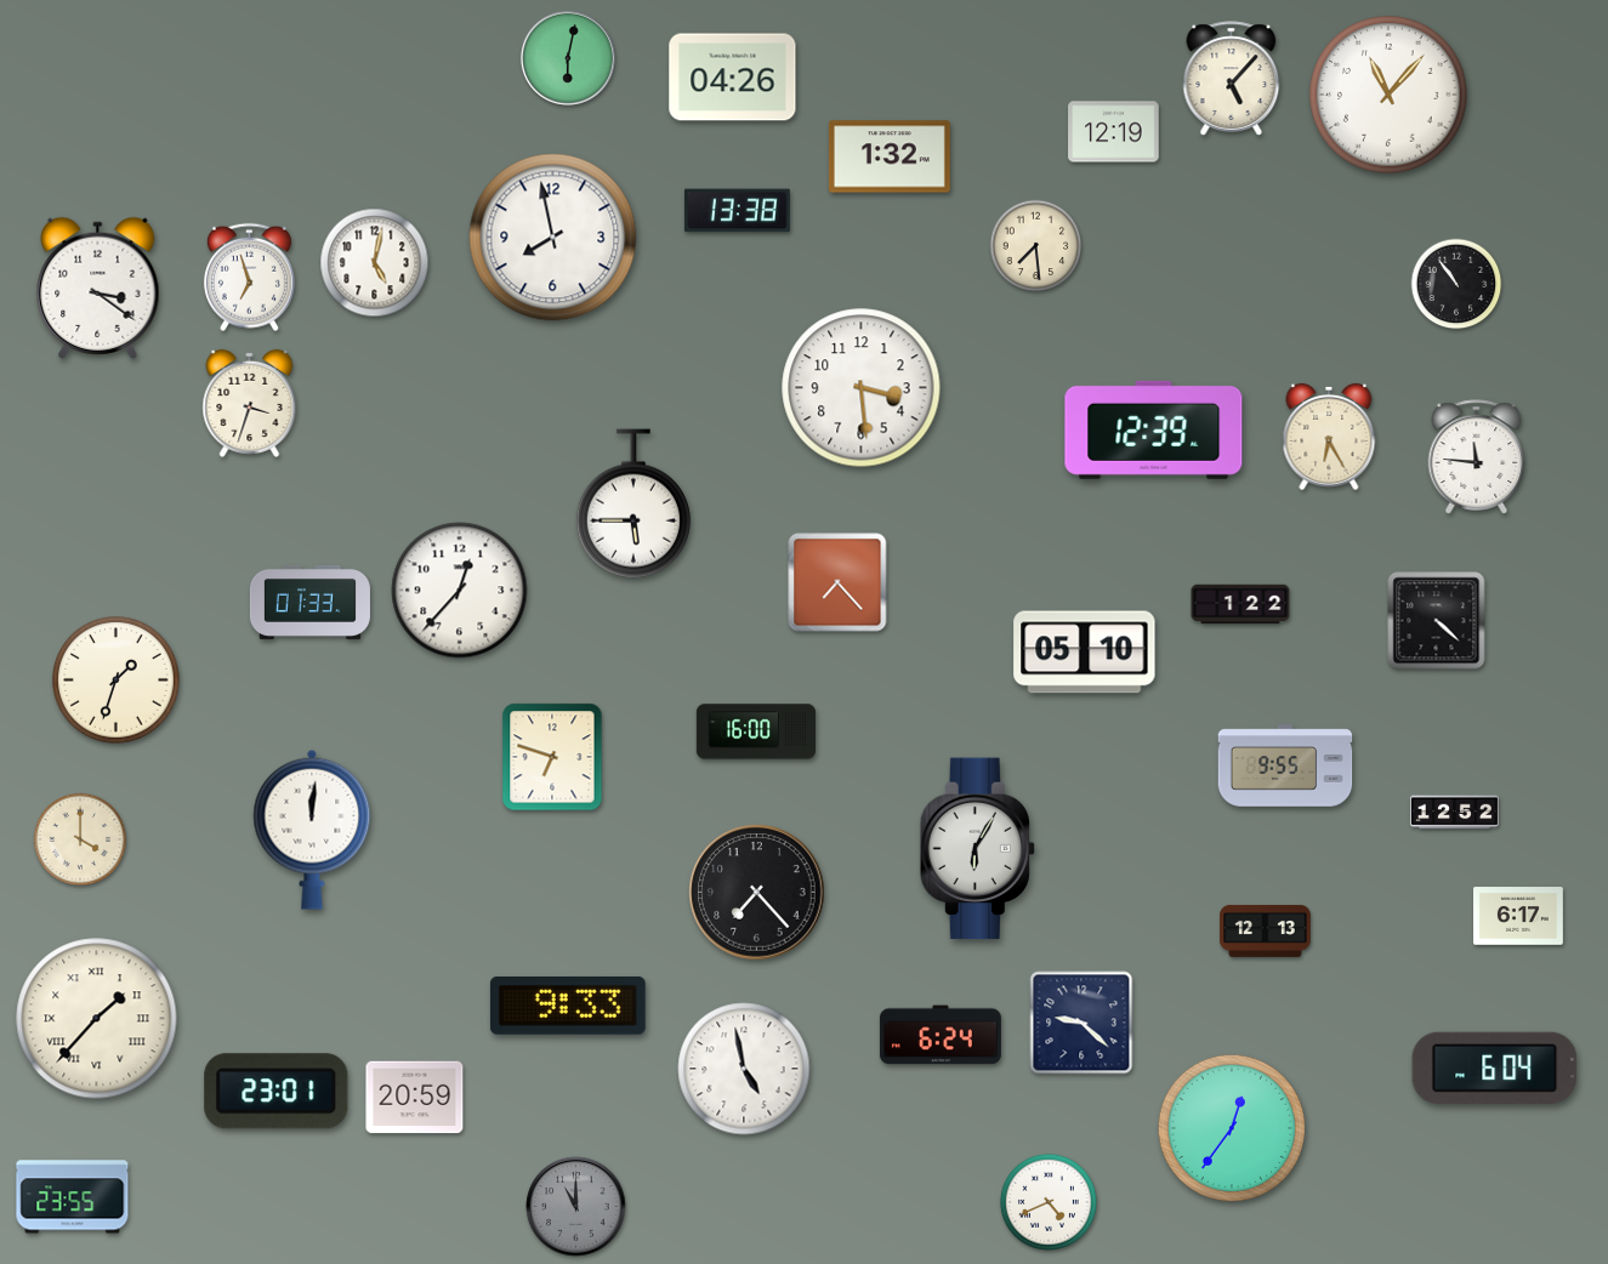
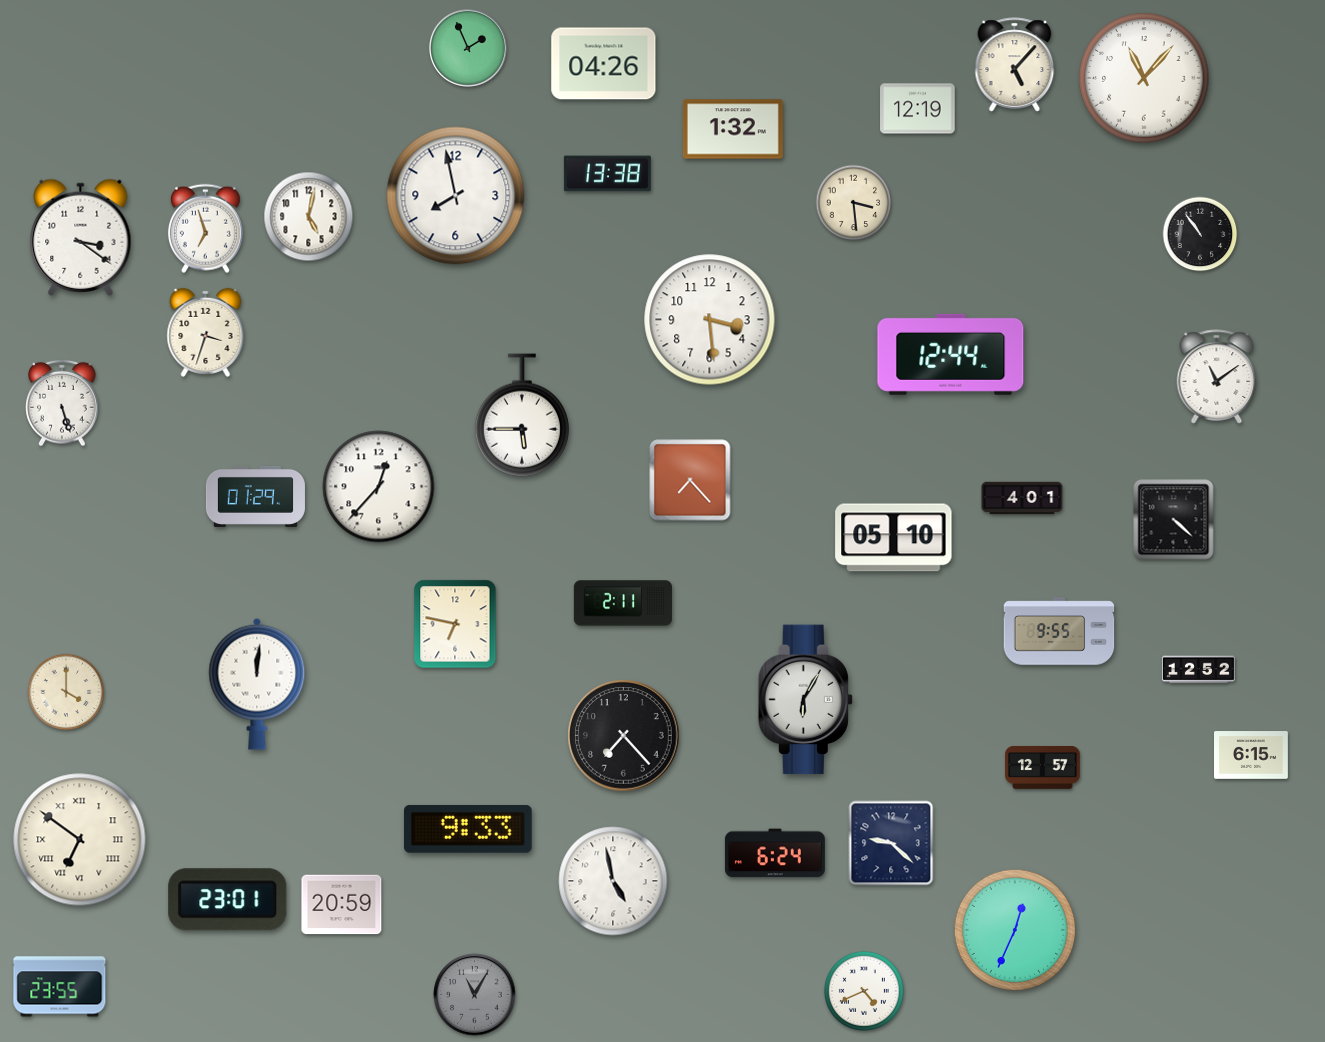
clock at (568, 58): 6:02 -> 1:56
clock at (1036, 246): 7:29 -> 3:29
clock at (1154, 429): 12:39 -> 12:44
clock at (1329, 437): 6:25 -> none
clock at (1477, 457): 11:46 -> 11:09
clock at (62, 403): none -> 5:27
clock at (309, 602): 01:33 -> 01:29
clock at (1240, 604): 1:22 -> 4:01
clock at (1437, 621) position: (1437, 621) -> (1174, 520)
clock at (117, 681): 1:33 -> none
clock at (755, 731): 16:00 -> 2:11
clock at (552, 757): 6:48 -> 6:47
clock at (1519, 916): 6:17 -> 6:15
clock at (1266, 932): 12:13 -> 12:57
clock at (97, 1019): 1:37 -> 6:51
clock at (1495, 1067): 6:04 -> none
clock at (1231, 1127): 12:36 -> 12:34
clock at (576, 1207): 11:00 -> 11:05
